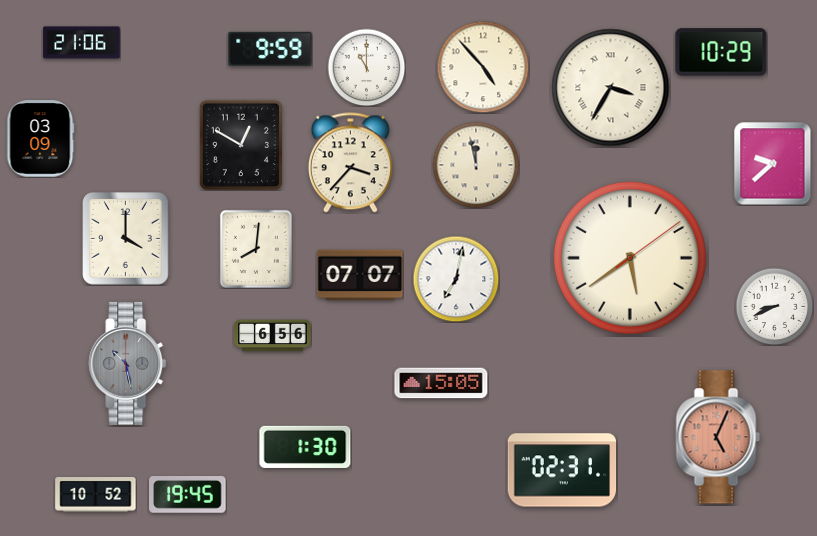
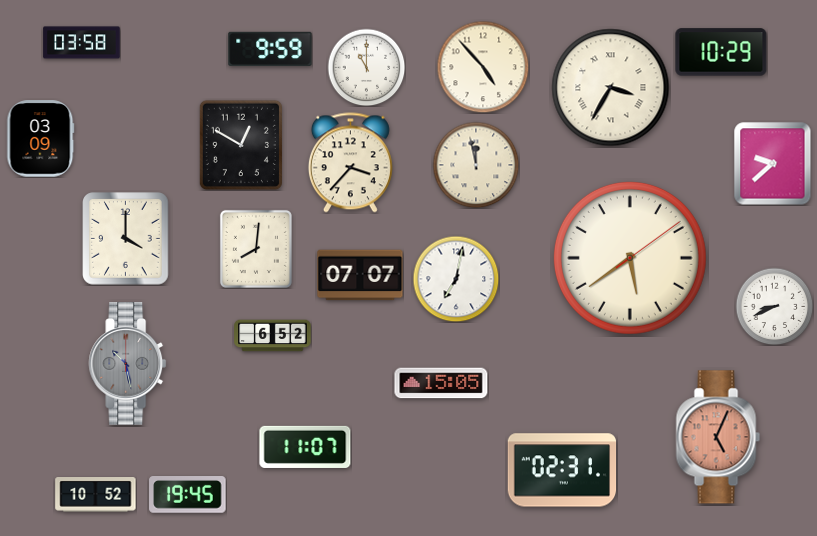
clock at (82, 43): 21:06 -> 03:58
clock at (273, 336): 6:56 -> 6:52
clock at (305, 447): 1:30 -> 11:07
